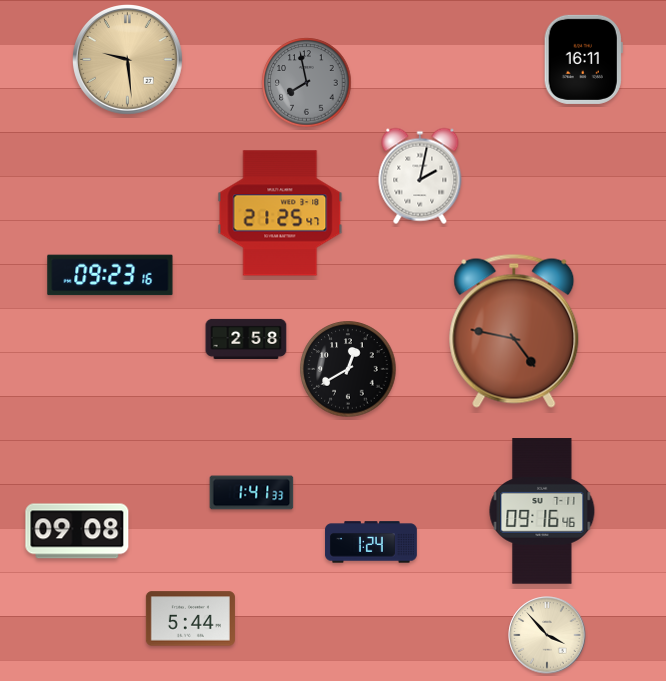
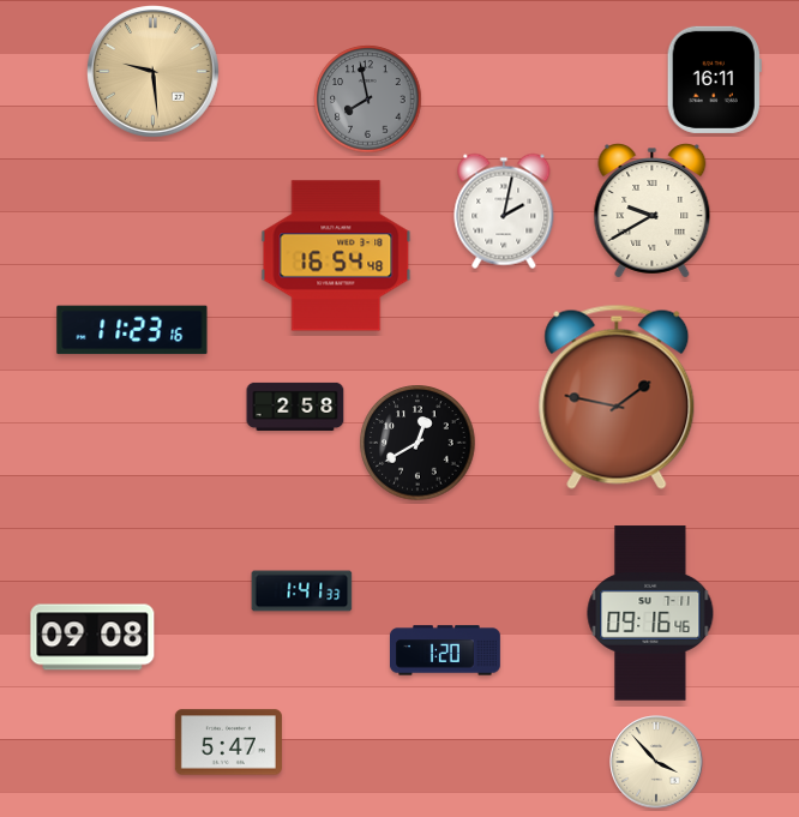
clock at (583, 59) position: (583, 59) -> (714, 79)
clock at (653, 211): none -> 9:40
clock at (280, 213): 21:25 -> 16:54
clock at (110, 275): 09:23 -> 11:23
clock at (514, 331): 4:47 -> 1:47
clock at (372, 542): 1:24 -> 1:20
clock at (190, 619): 5:44 -> 5:47
